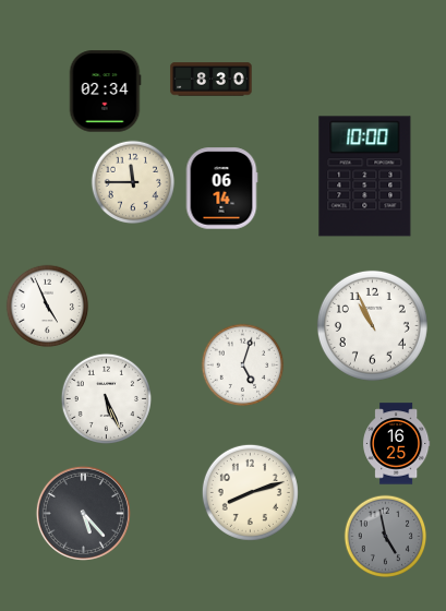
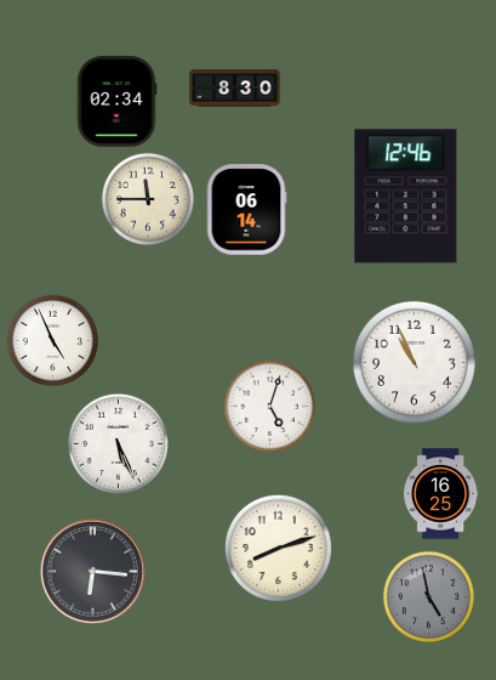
clock at (365, 177): 10:00 -> 12:46
clock at (133, 182) position: (133, 182) -> (148, 199)
clock at (83, 513): 5:23 -> 6:16
